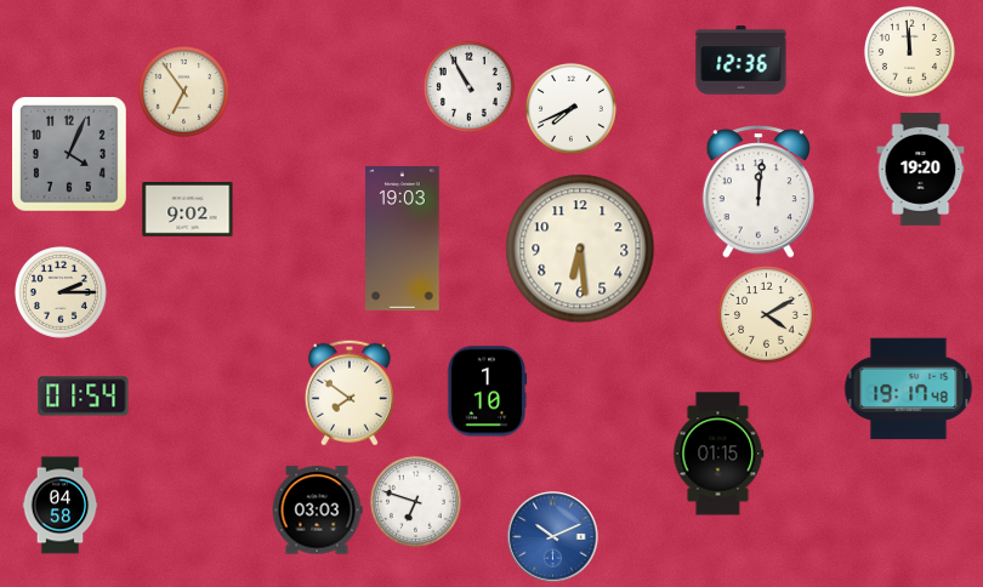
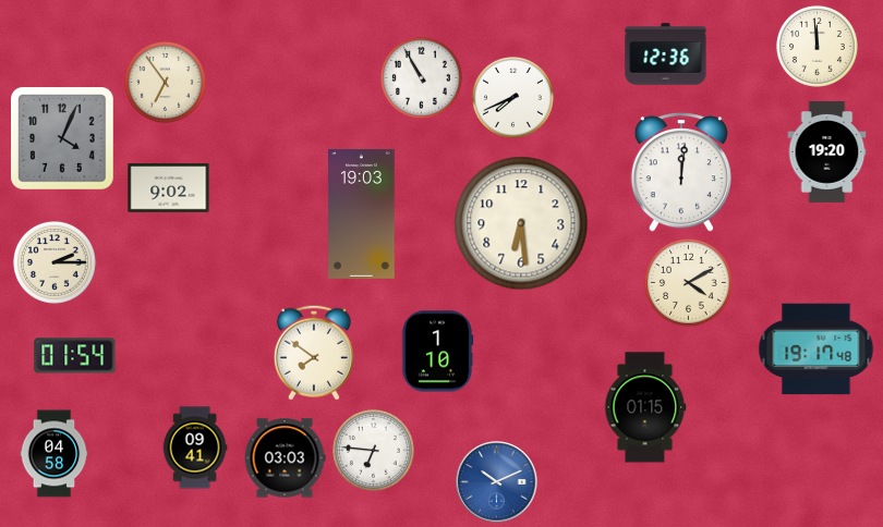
clock at (195, 448): none -> 09:41
clock at (415, 501): 6:48 -> 6:46
